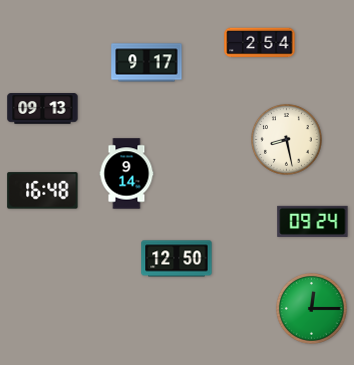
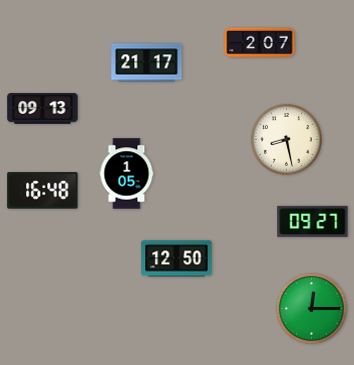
clock at (260, 43): 2:54 -> 2:07
clock at (147, 63): 9:17 -> 21:17
clock at (127, 174): 9:14 -> 1:05
clock at (313, 221): 09:24 -> 09:27
